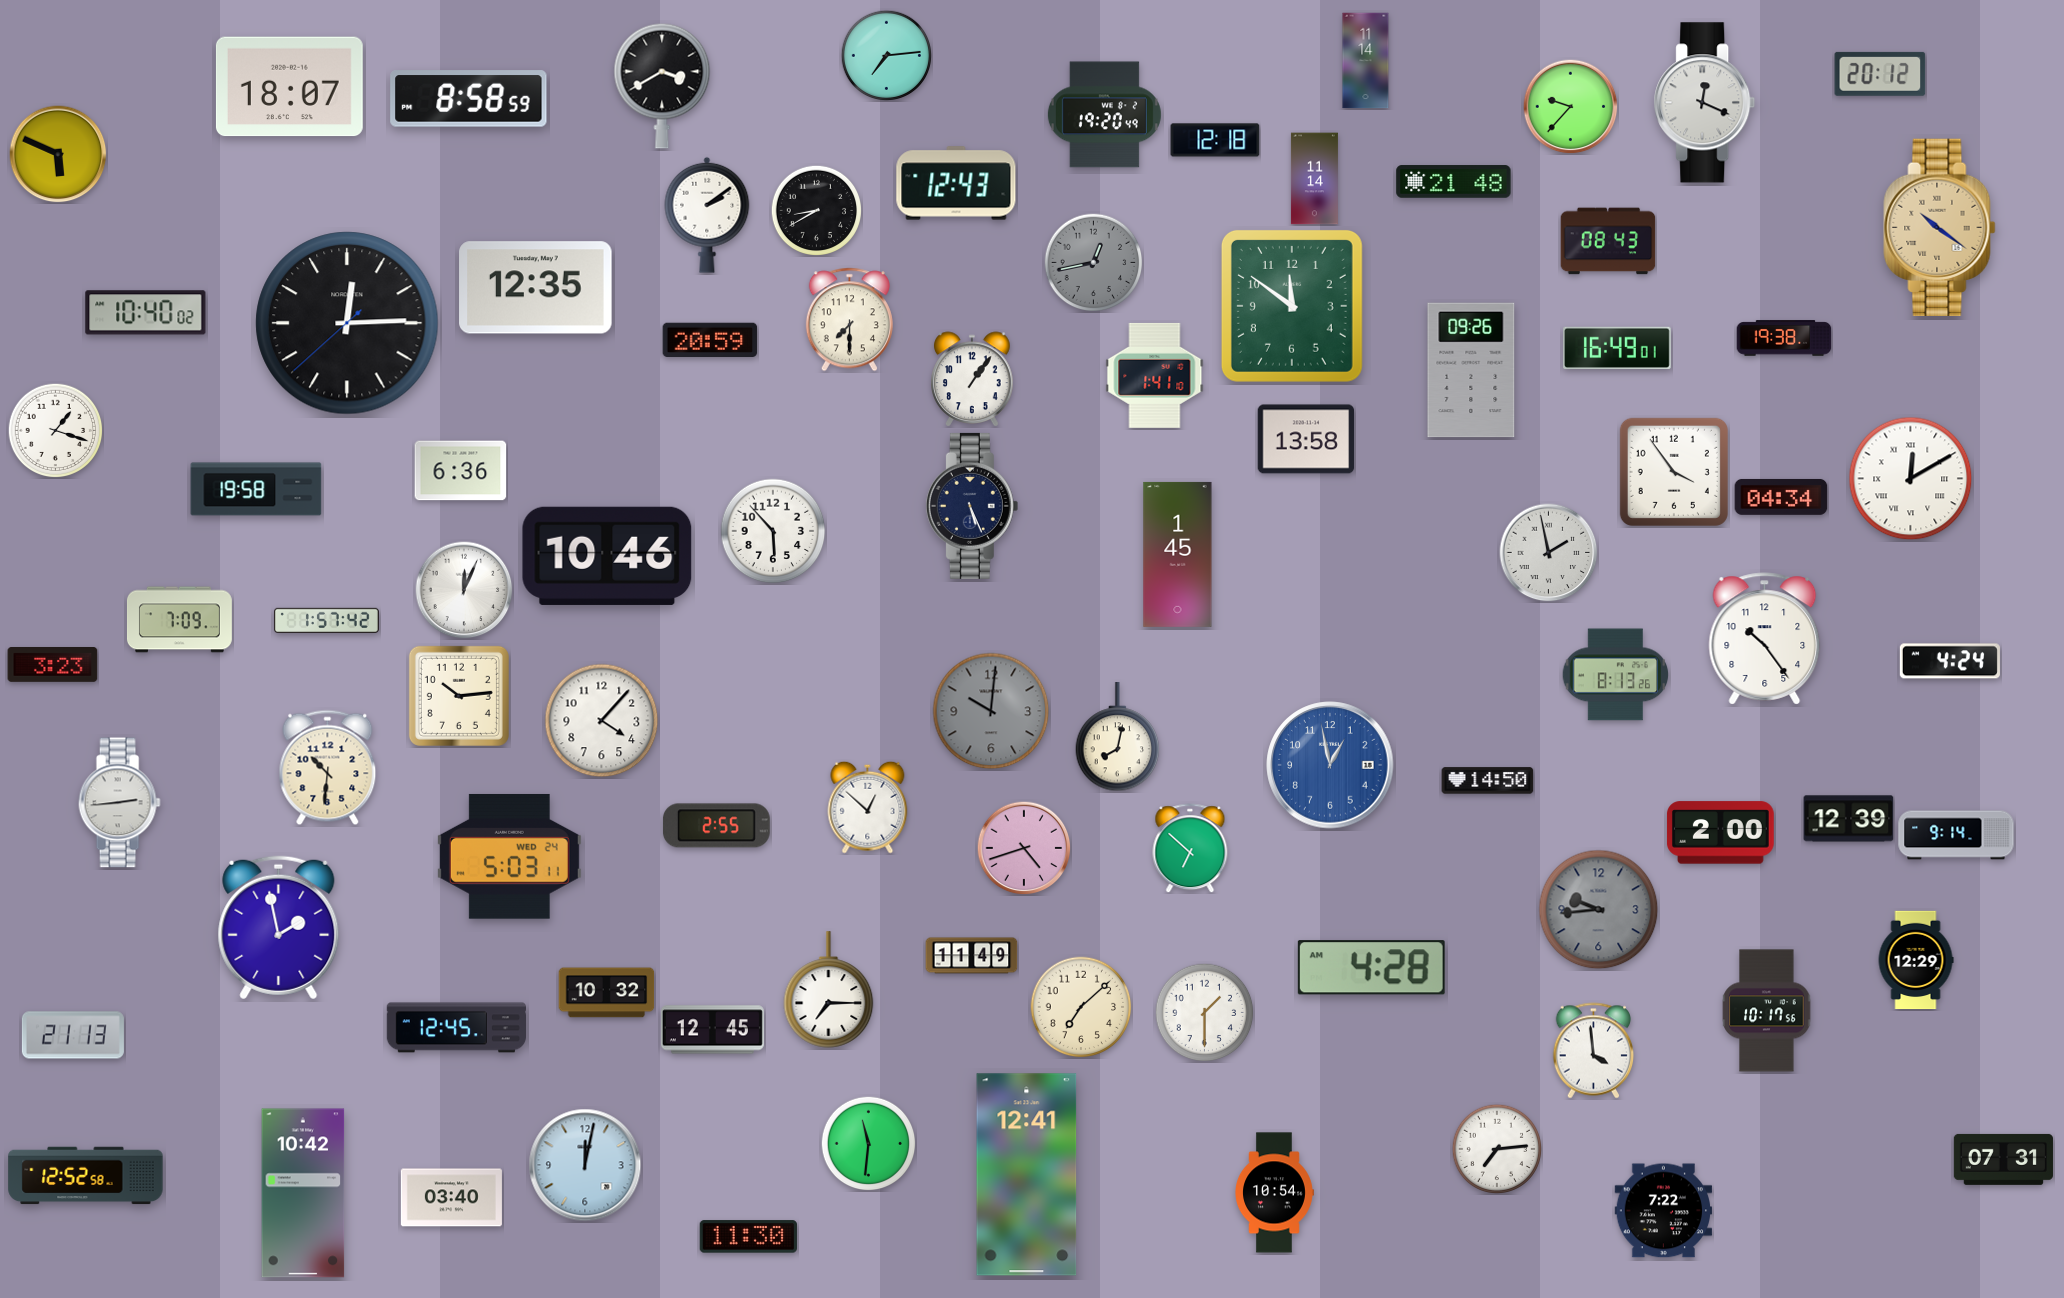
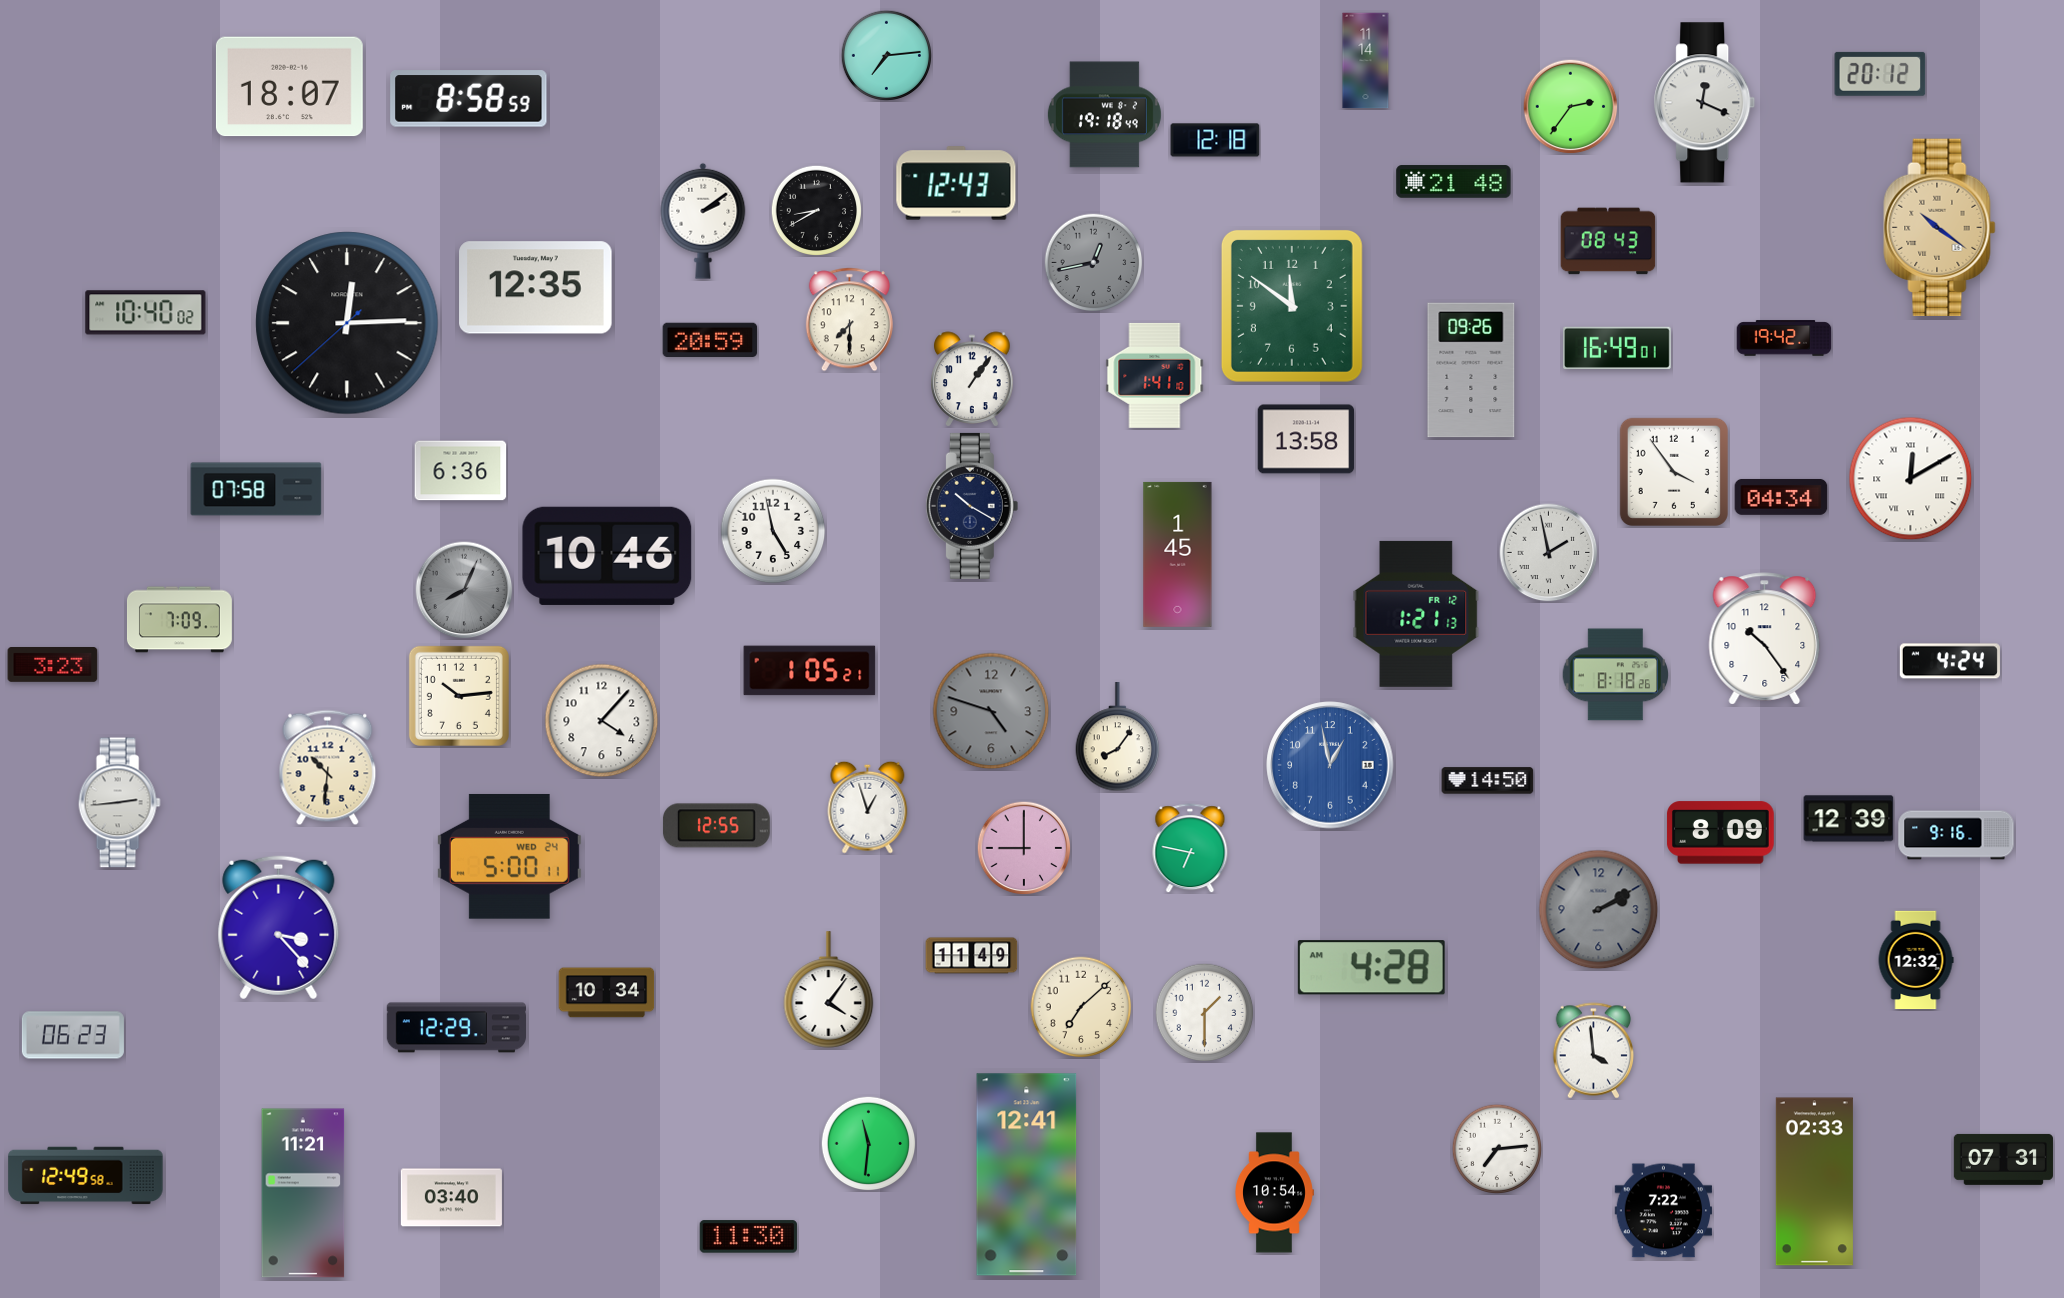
clock at (662, 86): 3:40 -> none
clock at (1570, 106): 9:37 -> 2:36
clock at (1104, 115): 19:20 -> 19:18
clock at (58, 154): 5:49 -> none
clock at (1314, 179): 11:14 -> none
clock at (707, 215) position: (707, 215) -> (703, 221)
clock at (1784, 338): 19:38 -> 19:42
clock at (55, 430): 1:18 -> none
clock at (256, 489): 19:58 -> 07:58
clock at (972, 506): 5:26 -> 10:20
clock at (773, 531): 5:53 -> 4:58
clock at (464, 590): 12:04 -> 8:04
clock at (464, 590) dial: white -> grey
clock at (1416, 614): none -> 1:21
clock at (326, 620): 1:57 -> none
clock at (810, 671): none -> 1:05
clock at (1616, 675): 8:13 -> 8:18
clock at (991, 711): 10:01 -> 4:48
clock at (1118, 737): 8:02 -> 8:06
clock at (868, 807): 12:52 -> 12:57
clock at (716, 826): 2:55 -> 12:55
clock at (1720, 833): 2:00 -> 8:09
clock at (1956, 835): 9:14 -> 9:16
clock at (1024, 848): 4:42 -> 9:00
clock at (1190, 848): 6:52 -> 6:47
clock at (509, 856): 5:03 -> 5:00
clock at (1599, 910): 9:44 -> 2:10
clock at (279, 928): 1:58 -> 3:23
clock at (1916, 960): 12:29 -> 12:32
clock at (829, 990): 7:15 -> 4:06
clock at (607, 993): 10:32 -> 10:34
clock at (1767, 1011): 10:17 -> none
clock at (456, 1028): 12:45 -> 12:29
clock at (712, 1030): 12:45 -> none
clock at (73, 1035): 21:13 -> 06:23
clock at (585, 1165): 12:02 -> none
clock at (86, 1176): 12:52 -> 12:49
clock at (1814, 1182): none -> 02:33
clock at (303, 1193): 10:42 -> 11:21
